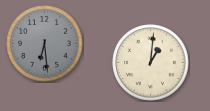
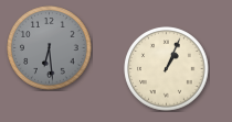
clock at (151, 63): 1:01 -> 1:04
